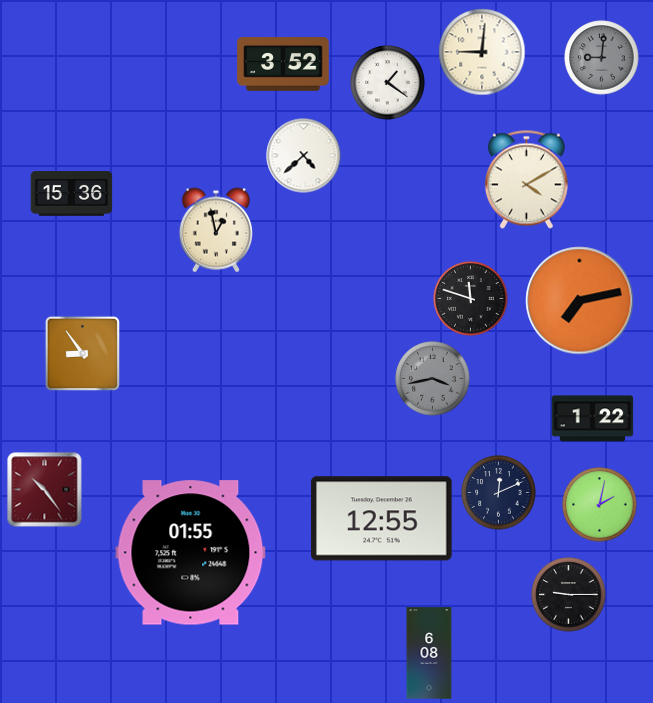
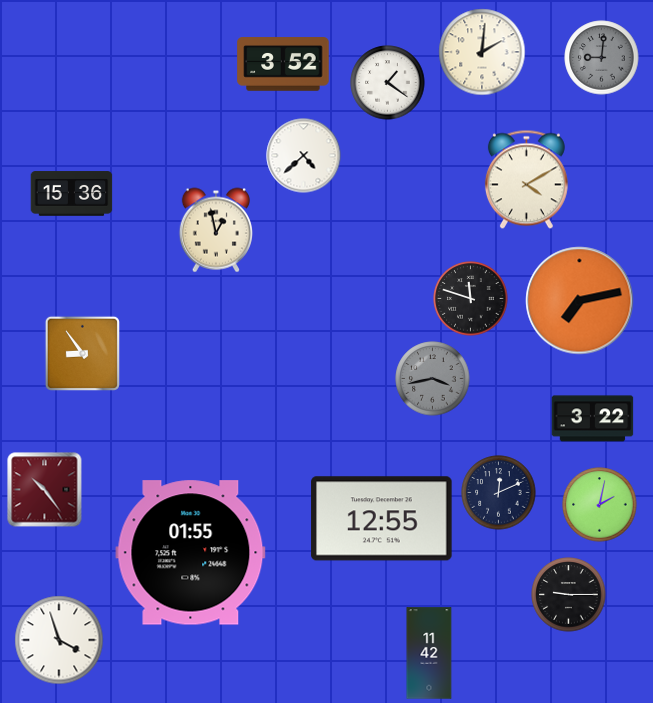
clock at (482, 52): 9:01 -> 2:01
clock at (593, 419): 1:22 -> 3:22
clock at (59, 640): none -> 3:57
clock at (429, 653): 6:08 -> 11:42
